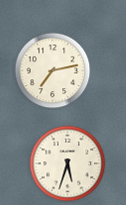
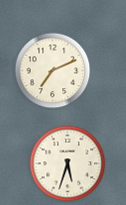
clock at (53, 71): 7:13 -> 7:11
